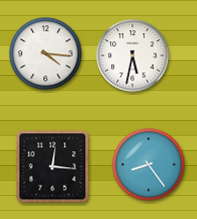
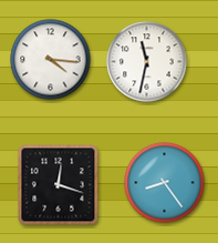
clock at (133, 56): 5:32 -> 11:32
clock at (53, 167): 12:16 -> 12:18
